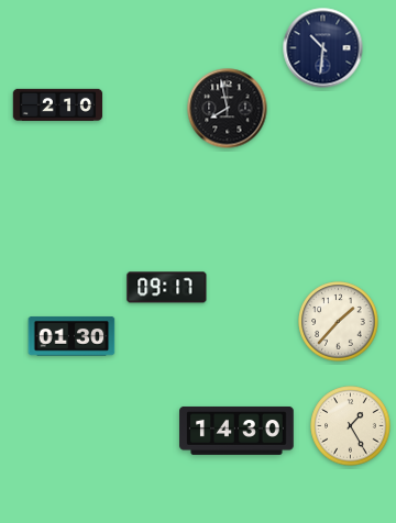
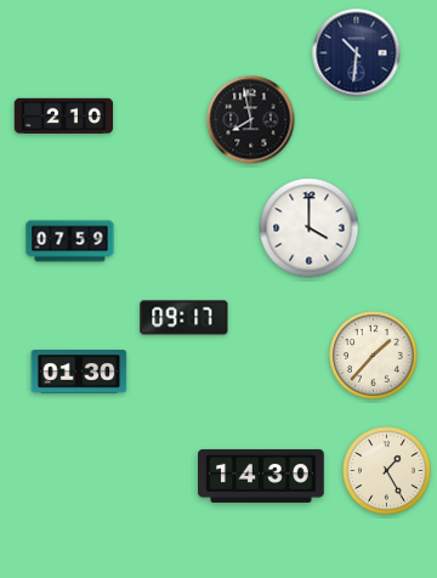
clock at (310, 228): none -> 4:00
clock at (70, 242): none -> 07:59
